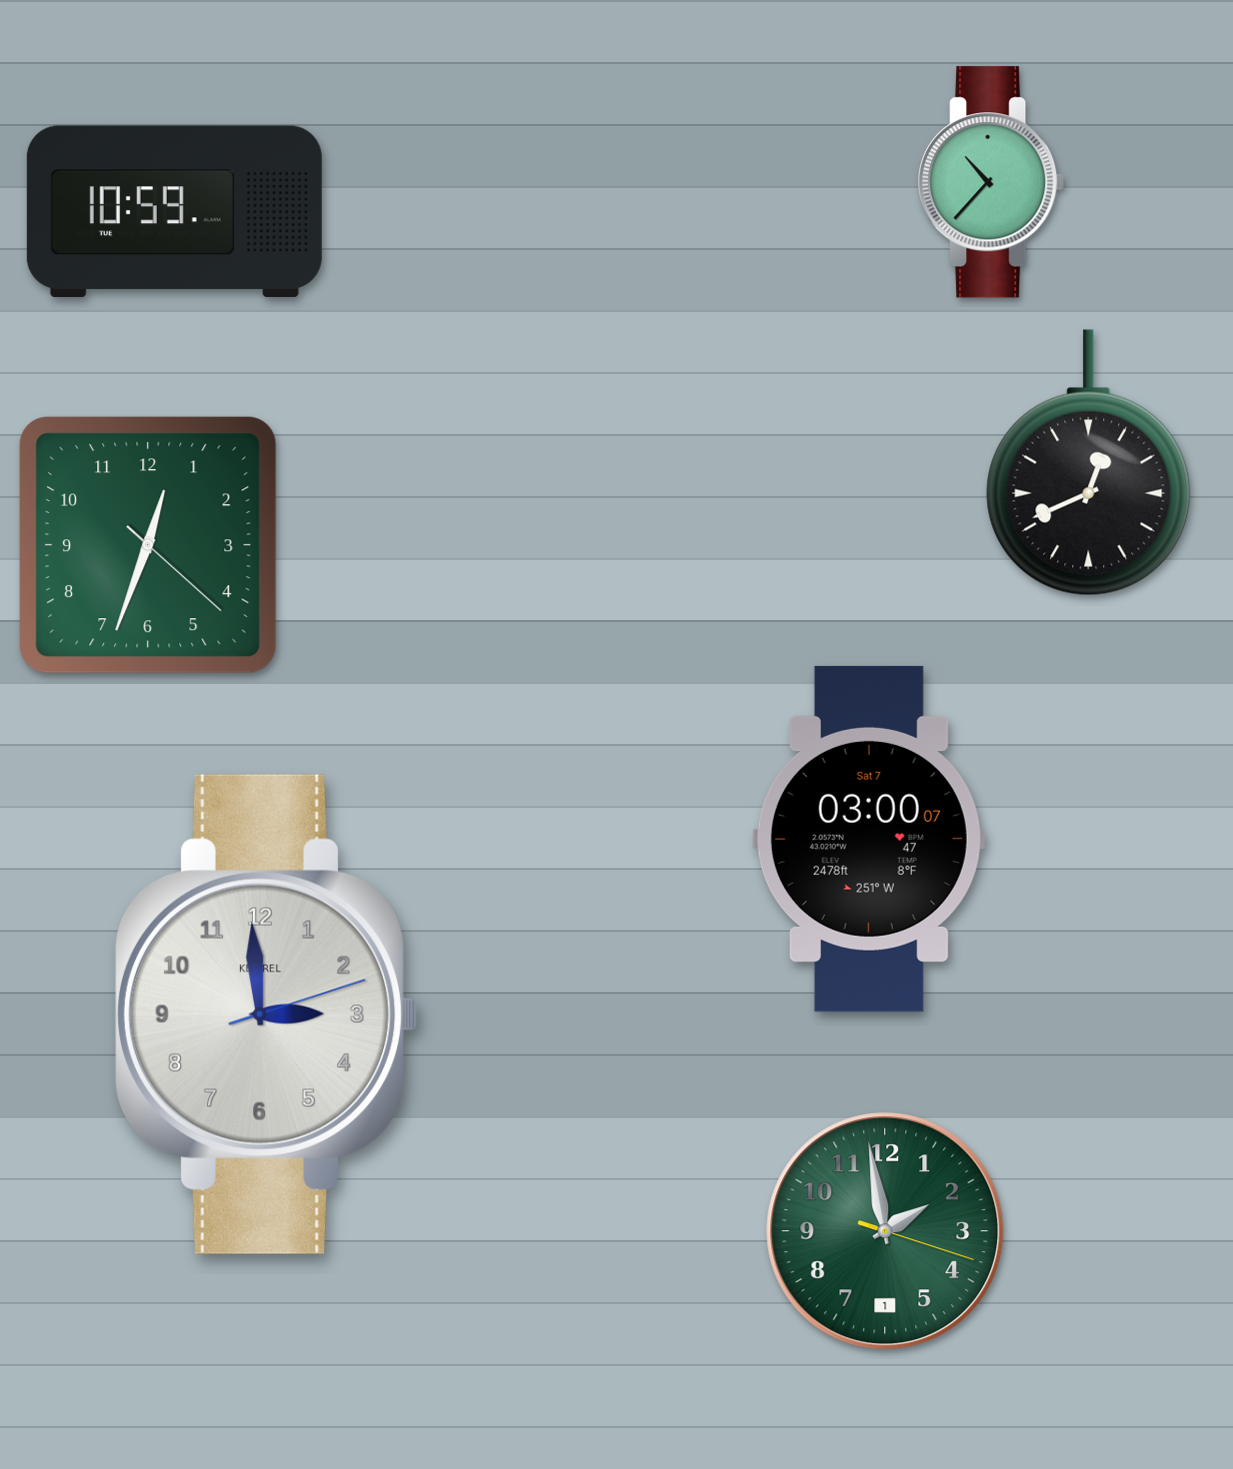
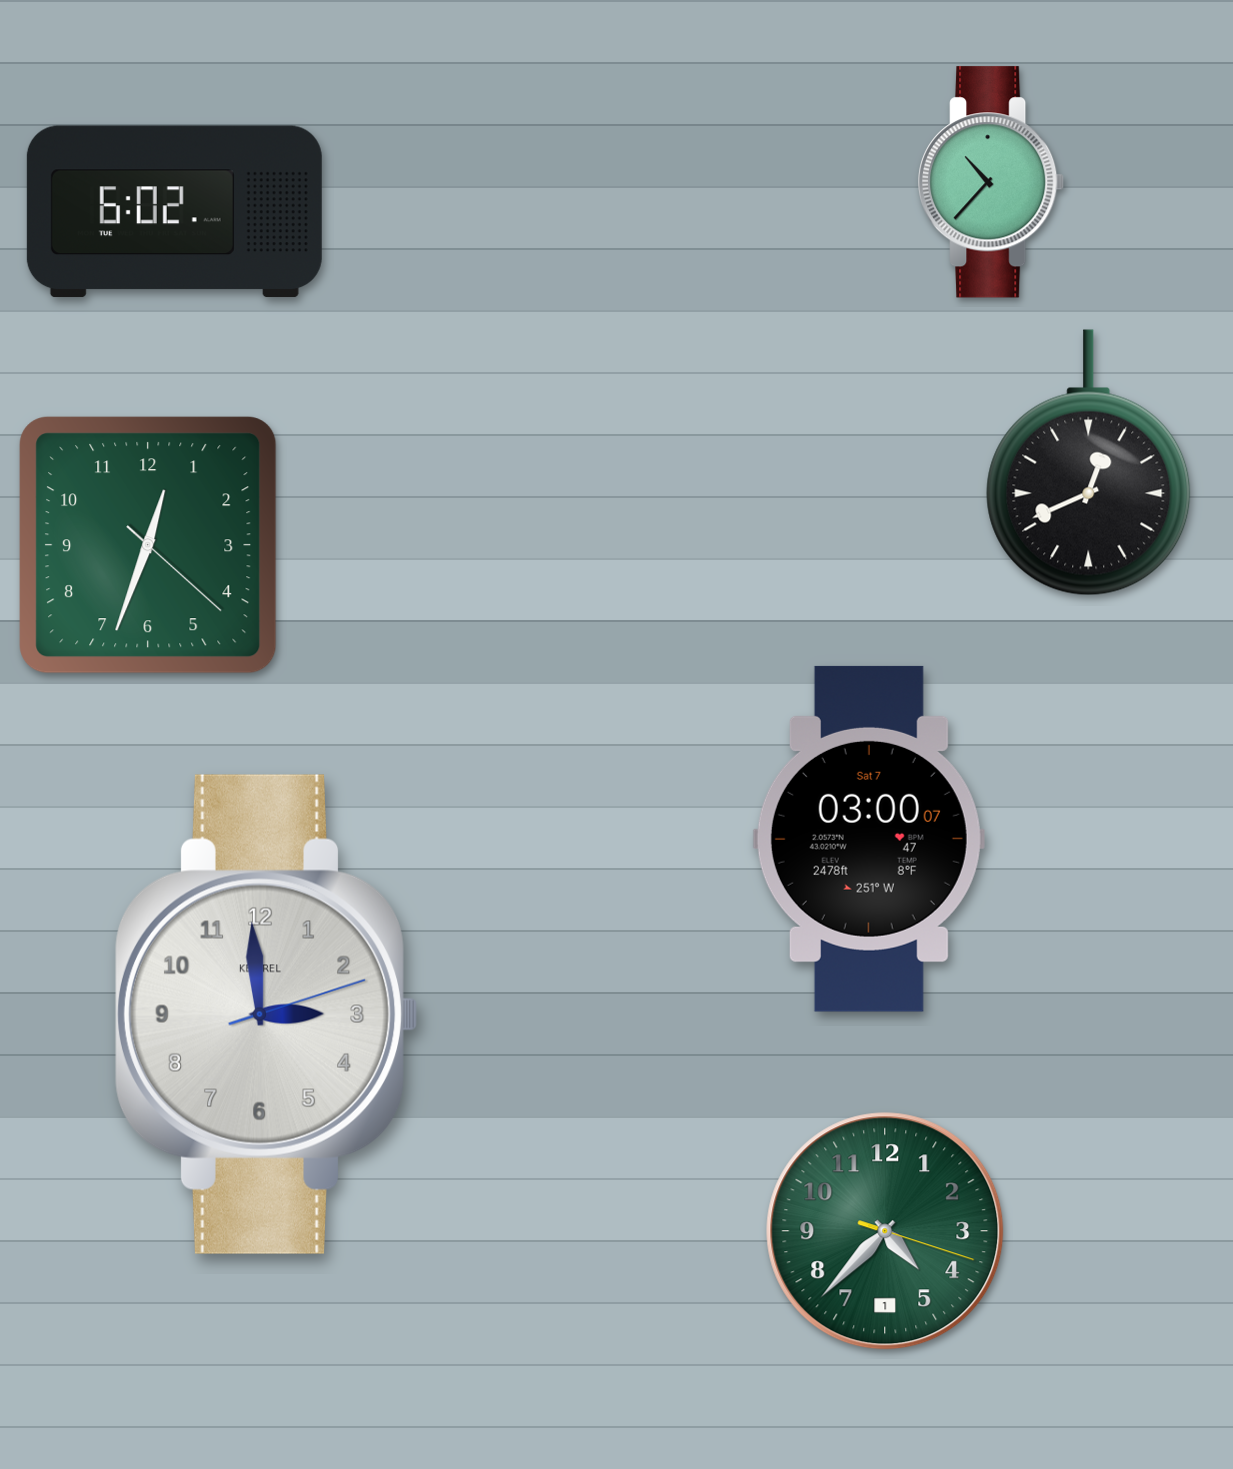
clock at (174, 212): 10:59 -> 6:02
clock at (885, 1231): 1:58 -> 4:37
